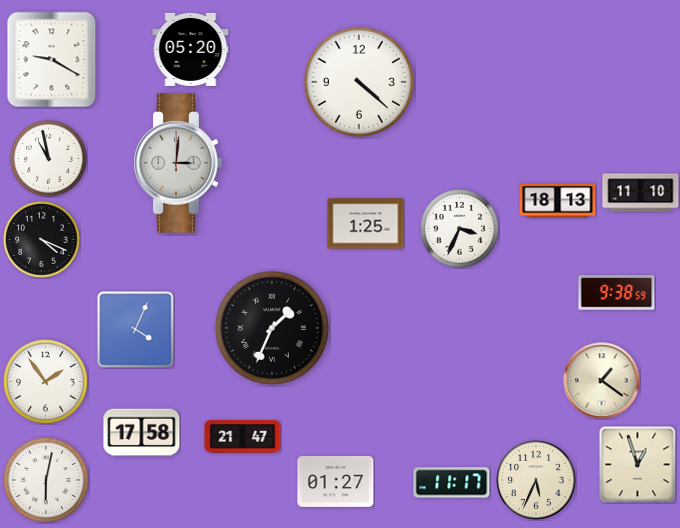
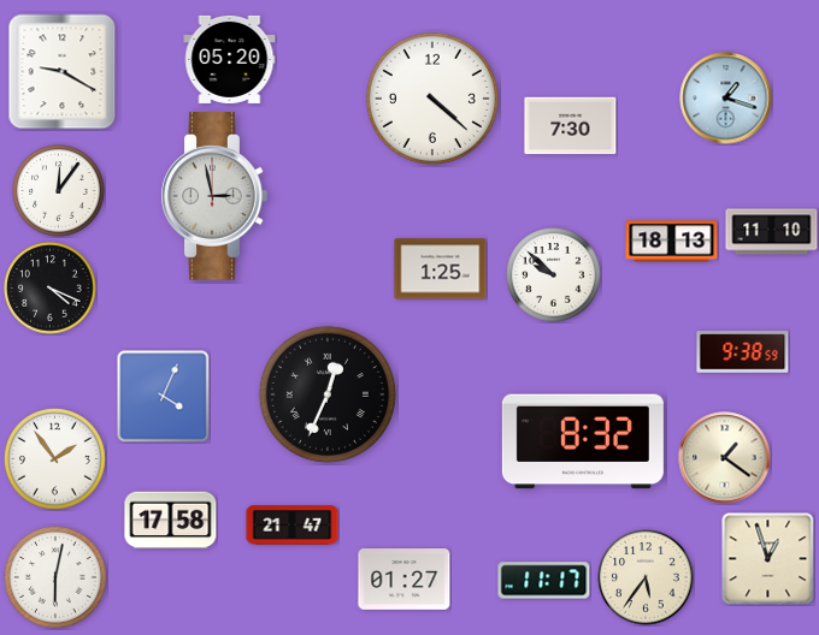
clock at (726, 99): none -> 1:18
clock at (571, 126): none -> 7:30
clock at (49, 159): 10:58 -> 12:06
clock at (178, 163): 3:01 -> 2:58
clock at (460, 229): 3:34 -> 9:52
clock at (272, 328): 1:34 -> 12:34
clock at (583, 441): none -> 8:32
clock at (536, 480): 5:34 -> 5:36
